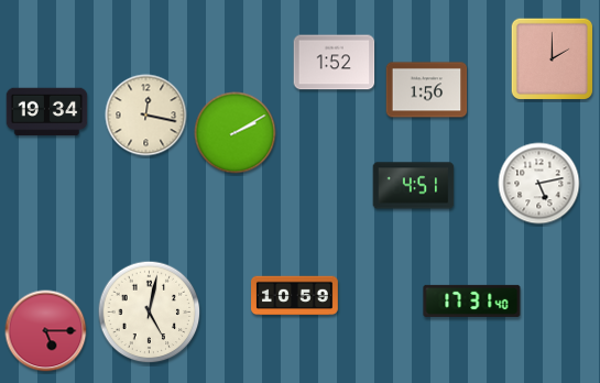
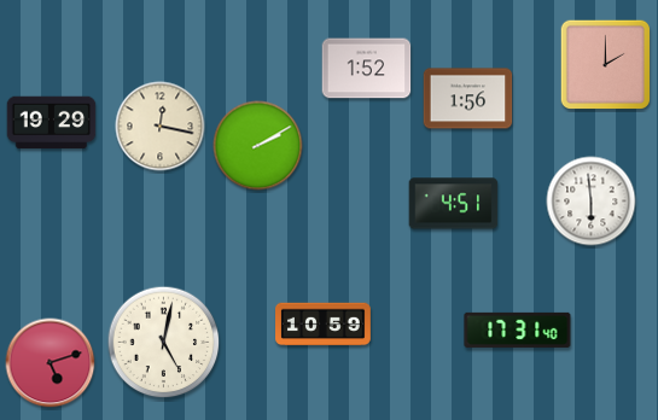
clock at (47, 112): 19:34 -> 19:29
clock at (539, 184): 5:13 -> 5:59
clock at (46, 331): 5:15 -> 5:12
